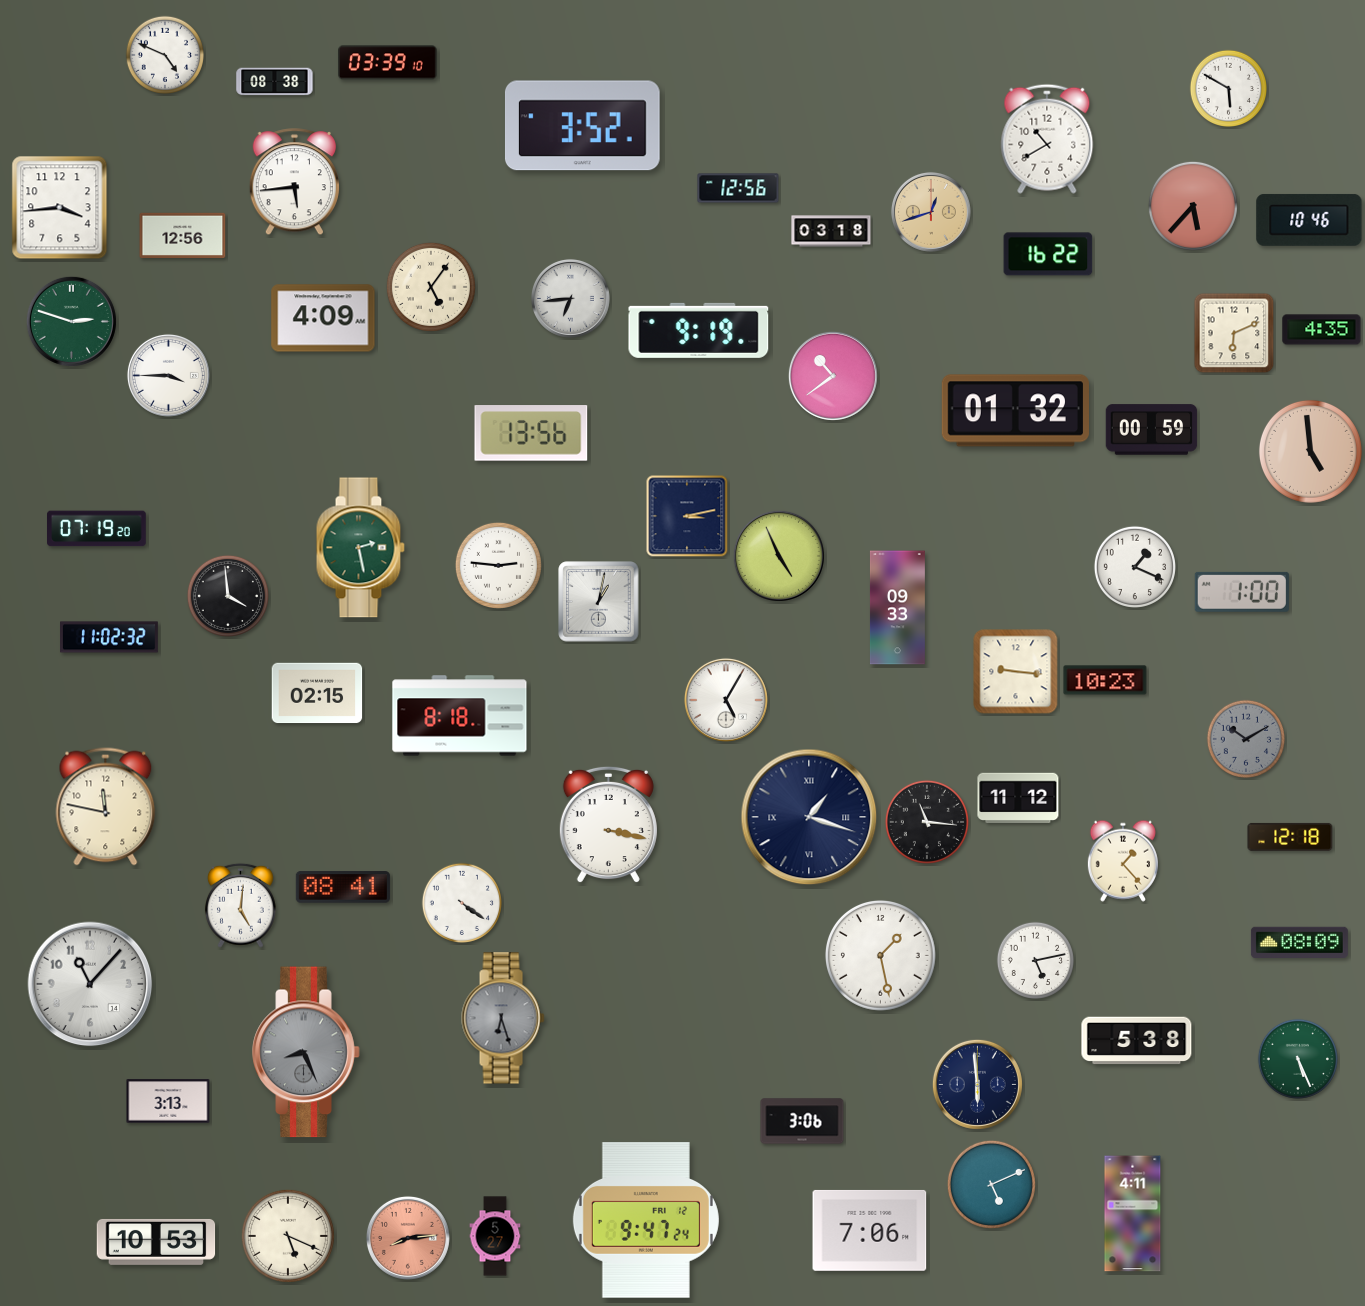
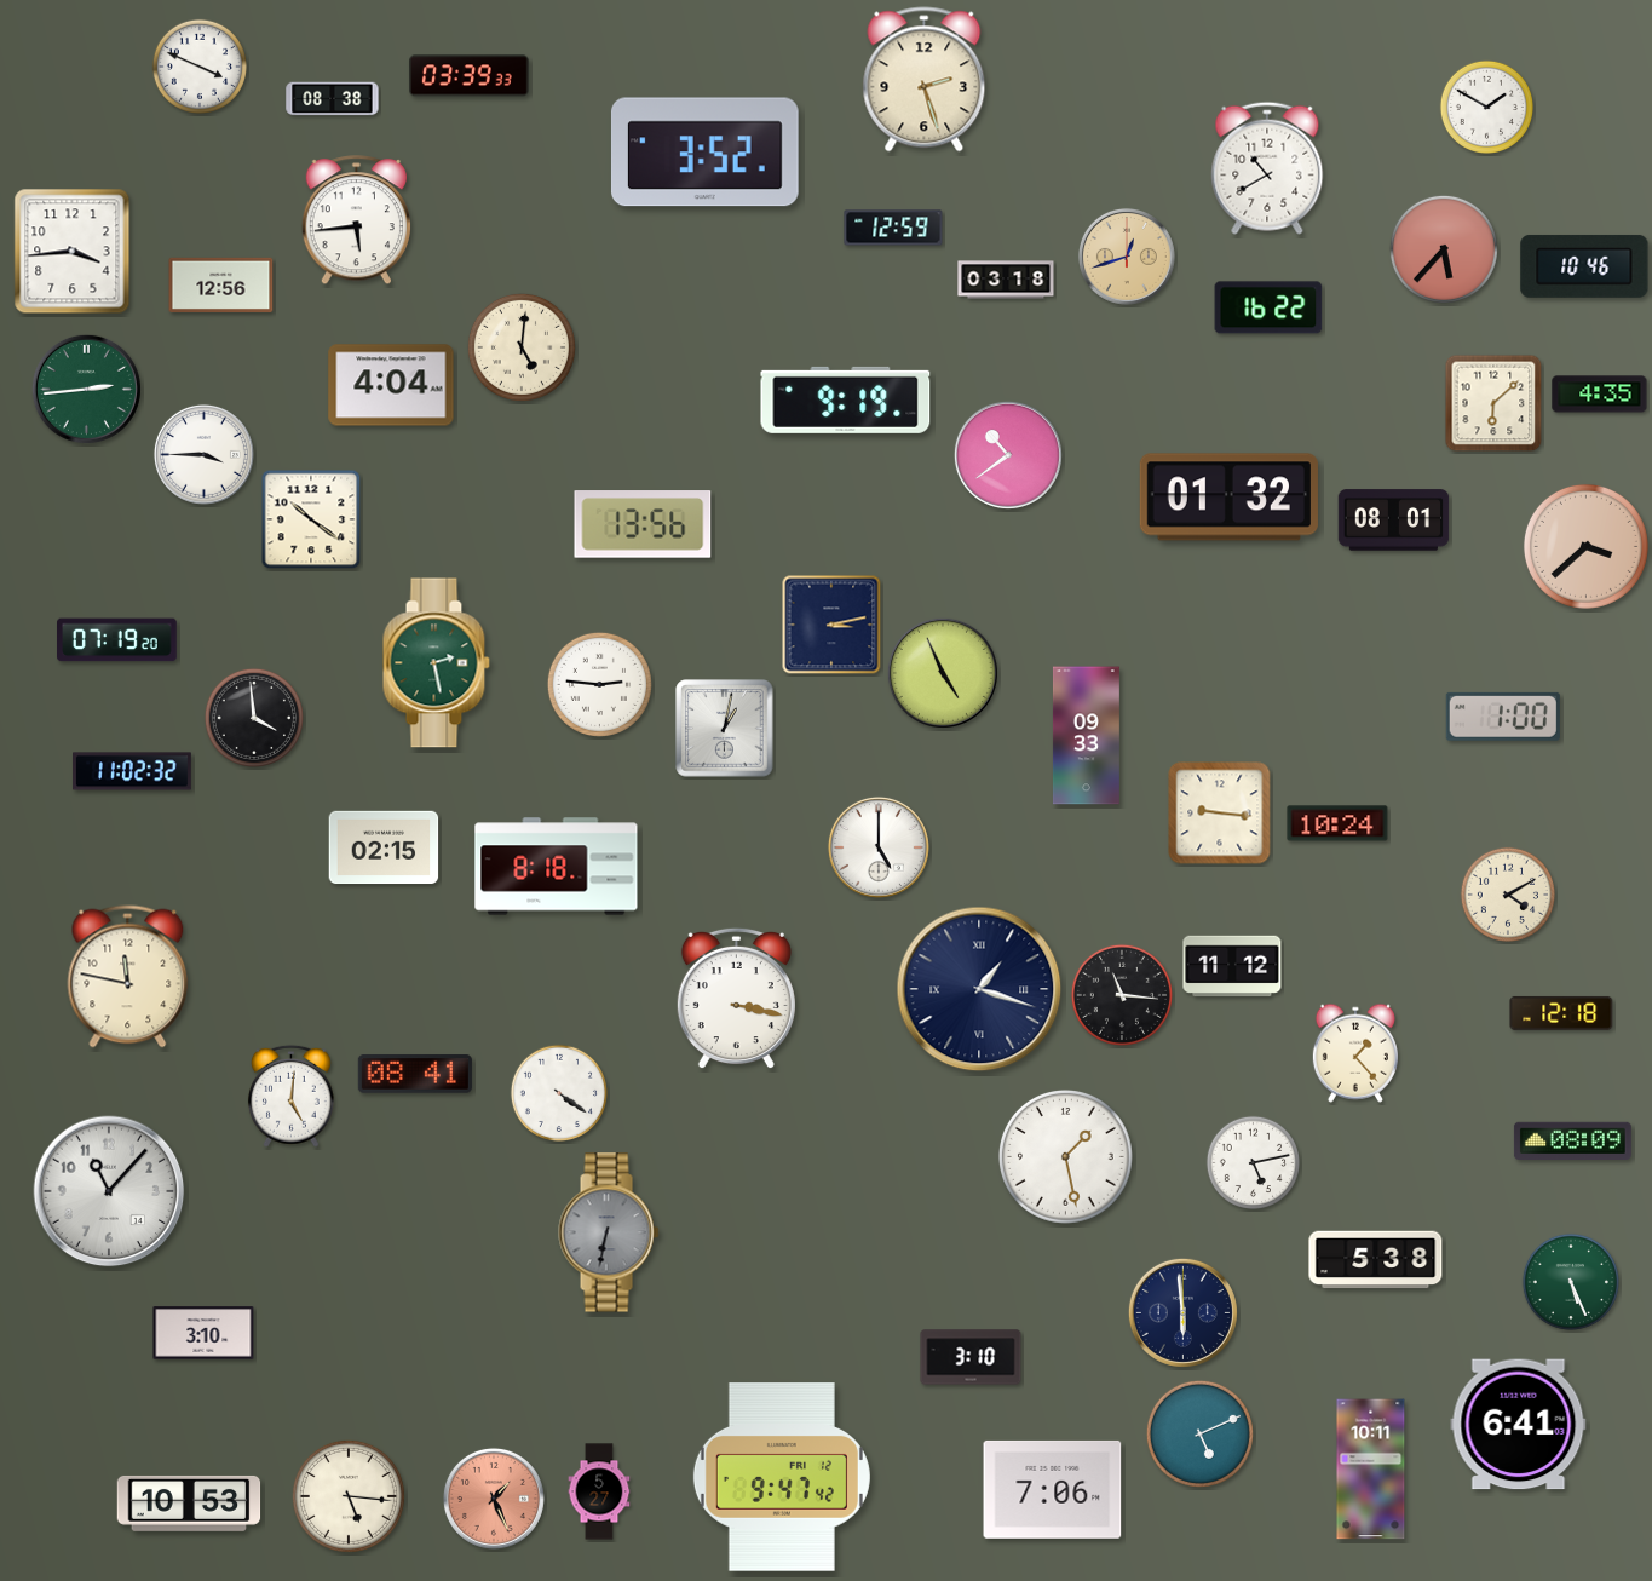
clock at (164, 54): 4:49 -> 3:49
clock at (388, 63): 03:39:10 -> 03:39:33
clock at (925, 80): none -> 2:27
clock at (1228, 88): 5:50 -> 1:50
clock at (738, 188): 12:56 -> 12:59
clock at (431, 287): 5:06 -> 5:01
clock at (570, 298): 6:44 -> none
clock at (323, 318): 4:09 -> 4:04
clock at (71, 321): 2:48 -> 2:44
clock at (1322, 330) position: (1322, 330) -> (1600, 395)
clock at (1234, 333): 6:11 -> 6:08
clock at (311, 519): none -> 10:21
clock at (1152, 430): 00:59 -> 08:01
clock at (1310, 451): 4:59 -> 3:38
clock at (498, 565) position: (498, 565) -> (599, 684)
clock at (1135, 567): 1:19 -> none
clock at (228, 596) position: (228, 596) -> (254, 718)
clock at (1016, 672) position: (1016, 672) -> (1220, 814)
clock at (1105, 680): 10:23 -> 10:24
clock at (317, 693) position: (317, 693) -> (384, 847)
clock at (726, 700): 5:05 -> 5:00
clock at (1245, 738): 10:10 -> 4:10
clock at (1245, 738) dial: grey -> cream
clock at (1123, 861) position: (1123, 861) -> (1355, 1053)
clock at (503, 1018): 6:27 -> 6:32
clock at (306, 1052): 8:26 -> none
clock at (168, 1101): 3:13 -> 3:10
clock at (802, 1121): 3:06 -> 3:10
clock at (1519, 1425): none -> 6:41
clock at (1133, 1214): 4:11 -> 10:11
clock at (646, 1220): 9:47:24 -> 9:47:42
clock at (288, 1236): 5:19 -> 5:16
clock at (495, 1236) position: (495, 1236) -> (599, 1491)
clock at (408, 1238): 8:14 -> 1:26
